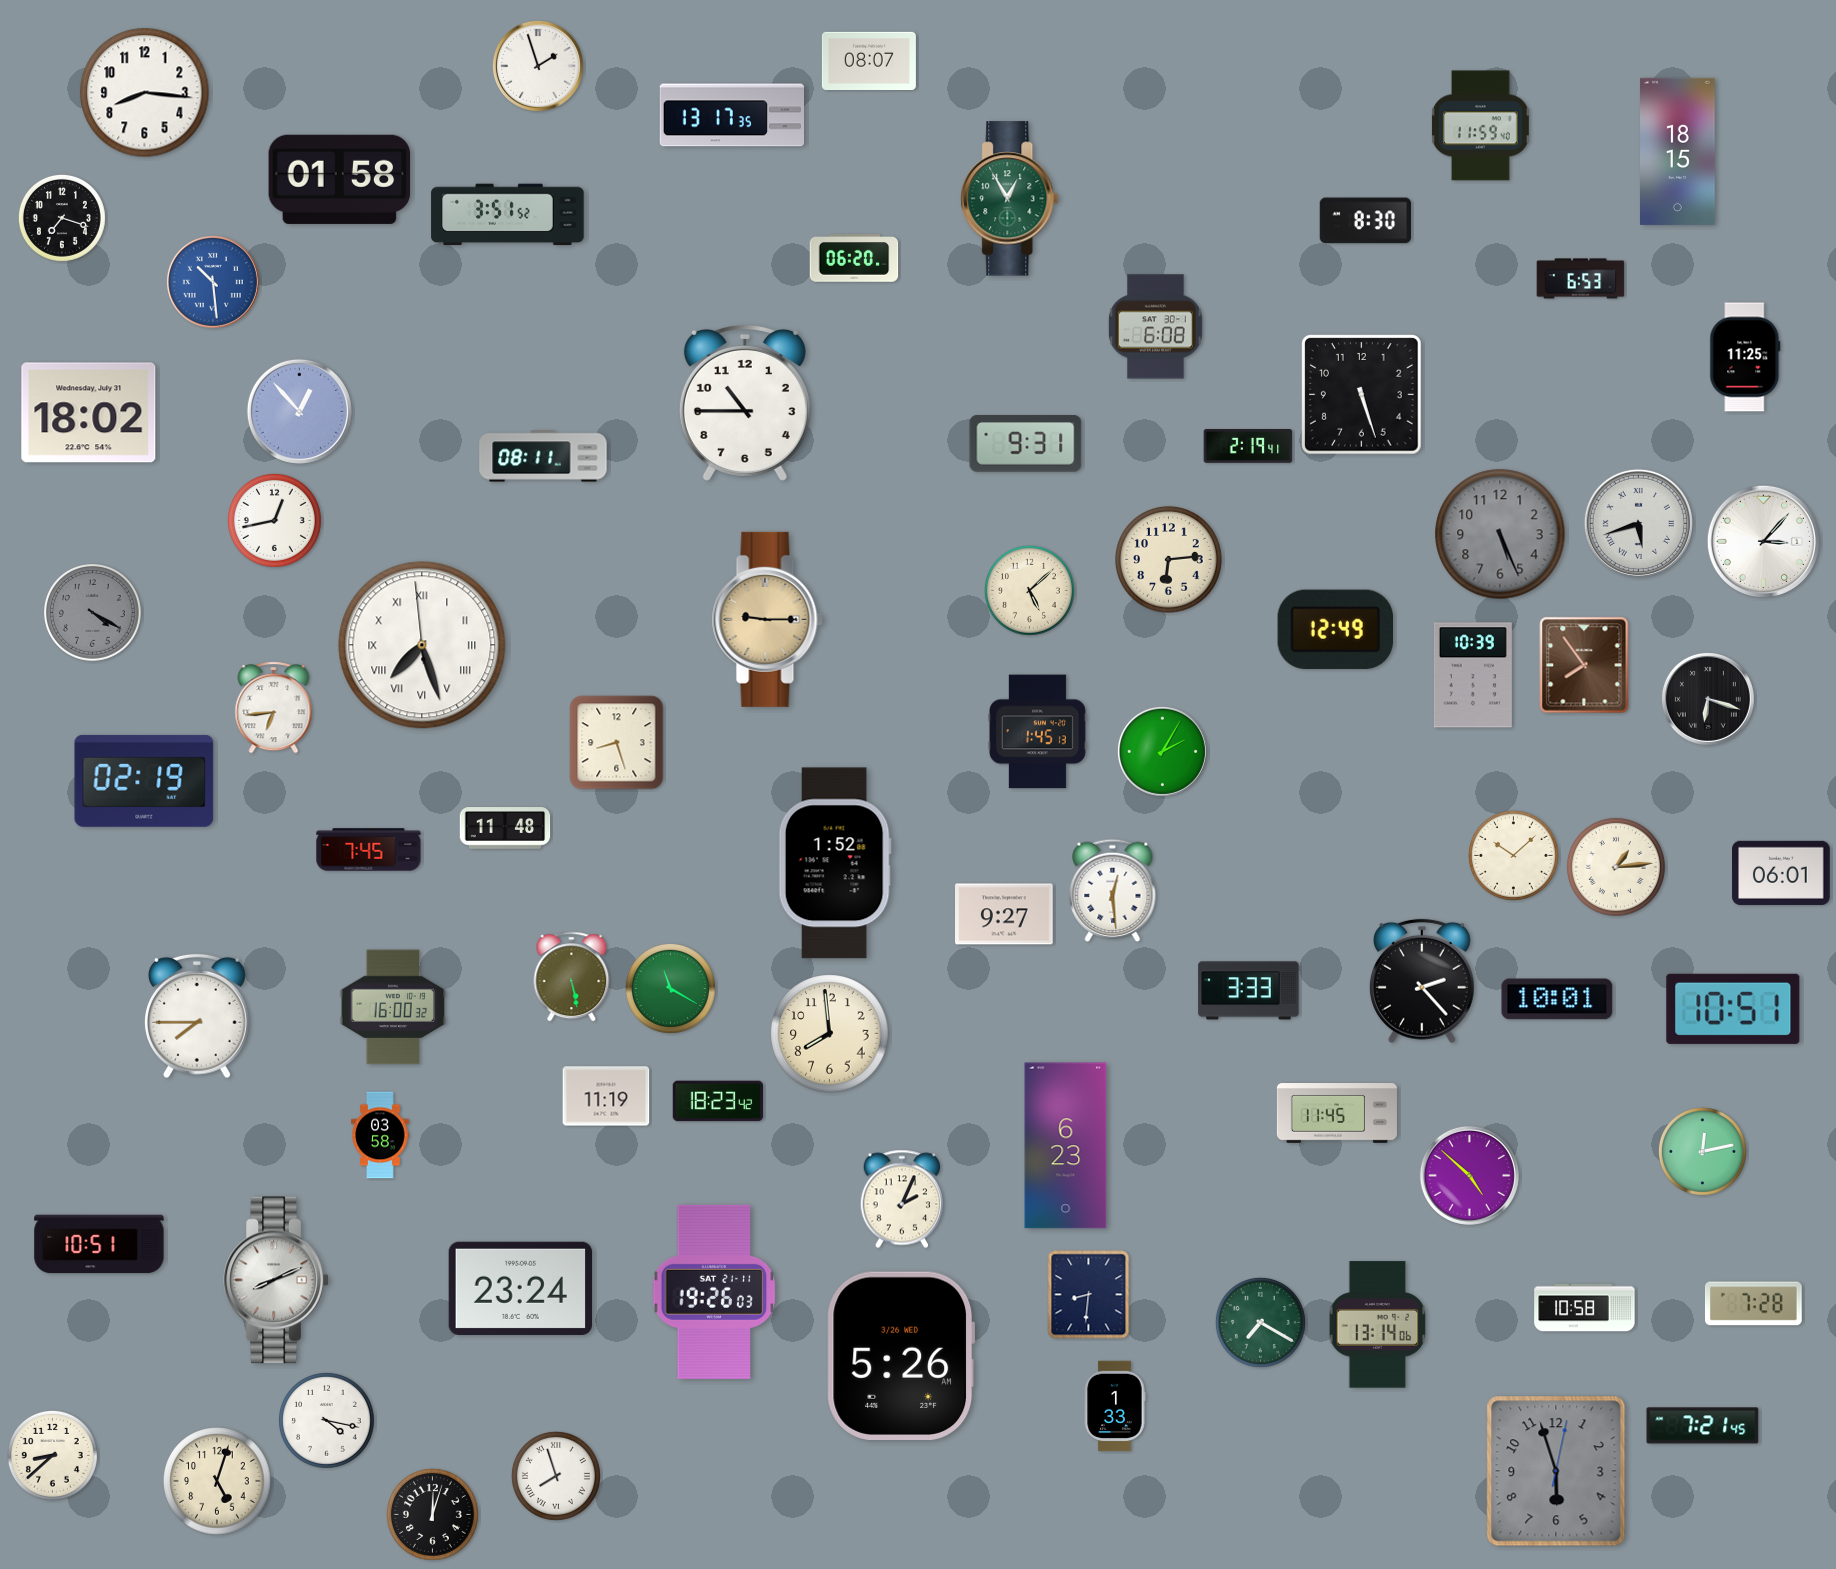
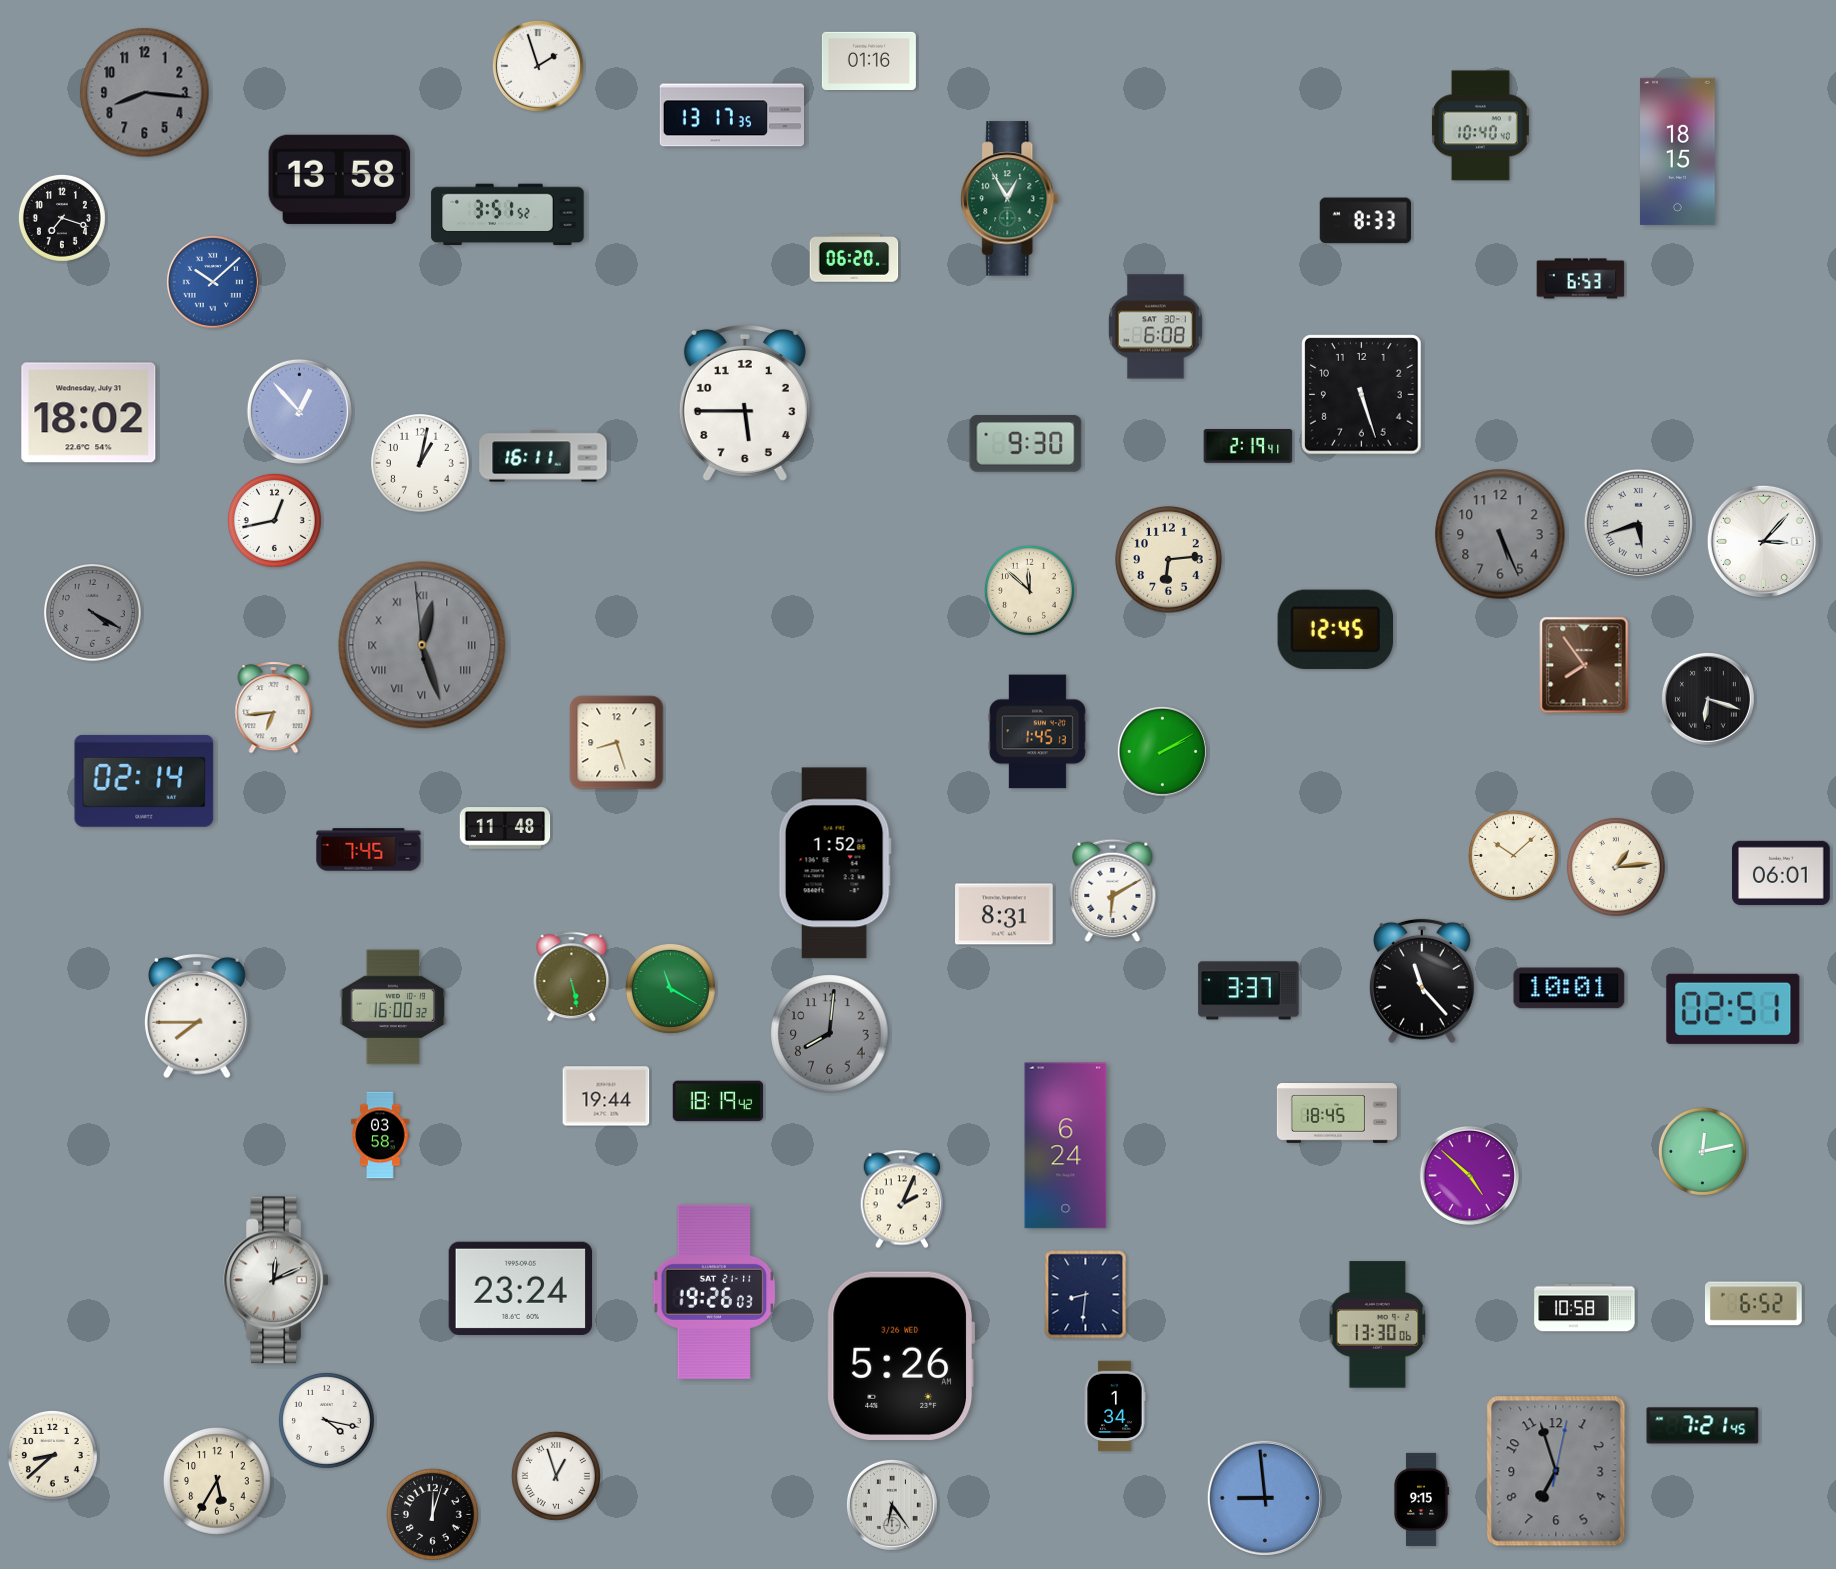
clock at (869, 60): 08:07 -> 01:16
clock at (145, 93) dial: white -> grey
clock at (1480, 126): 11:59 -> 10:40
clock at (340, 179): 01:58 -> 13:58
clock at (1365, 221): 8:30 -> 8:33
clock at (213, 282): 10:29 -> 10:08
clock at (1745, 357): 11:25 -> none
clock at (745, 403): 10:45 -> 5:45
clock at (1026, 444): 9:31 -> 9:30
clock at (543, 456): 08:11 -> 16:11
clock at (421, 464): none -> 1:02
clock at (1029, 590): 5:08 -> 11:52
clock at (767, 619): 9:15 -> none
clock at (1335, 629): 12:49 -> 12:45
clock at (422, 645): 7:26 -> 12:26
clock at (422, 645) dial: white -> grey
clock at (1473, 675): 10:39 -> none
clock at (1162, 751): 2:05 -> 2:10
clock at (144, 781): 02:19 -> 02:14
clock at (1113, 890): 12:29 -> 6:10
clock at (1004, 914): 9:27 -> 8:31
clock at (1422, 981): 2:23 -> 11:23
clock at (1249, 991): 3:33 -> 3:37
clock at (1557, 999) position: (1557, 999) -> (1569, 988)
clock at (1733, 1009): 10:51 -> 02:51
clock at (830, 1034): 7:59 -> 8:01
clock at (830, 1034) dial: cream -> grey
clock at (606, 1096): 11:19 -> 19:44
clock at (718, 1101): 18:23 -> 18:19
clock at (1337, 1114): 11:45 -> 18:45
clock at (1066, 1146): 6:23 -> 6:24
clock at (99, 1244): 10:51 -> none
clock at (276, 1280): 8:11 -> 12:11
clock at (1089, 1295) position: (1089, 1295) -> (1086, 1295)
clock at (1753, 1304): 7:28 -> 6:52
clock at (1260, 1322): 7:20 -> none
clock at (1378, 1325): 13:14 -> 13:30
clock at (1115, 1406): 1:33 -> 1:34
clock at (1556, 1471): 5:57 -> 6:57
clock at (556, 1476): 7:57 -> 12:57
clock at (217, 1481): 5:03 -> 5:35
clock at (1265, 1498): none -> 8:59
clock at (1421, 1499): none -> 9:15
clock at (892, 1505): none -> 6:24
